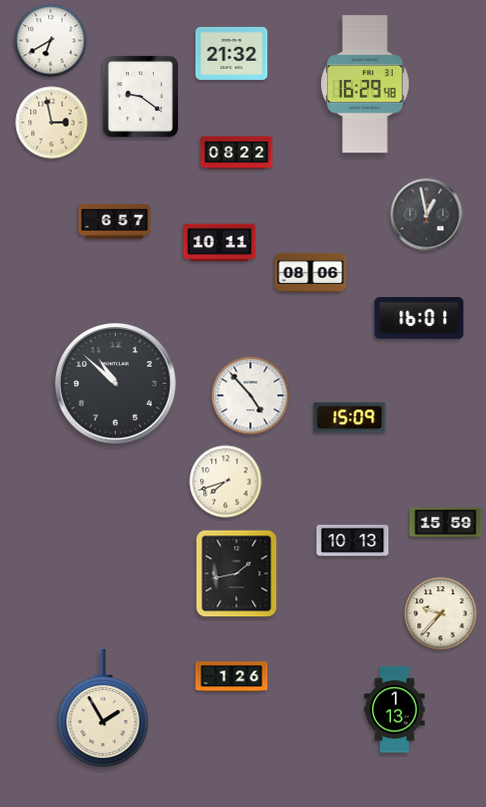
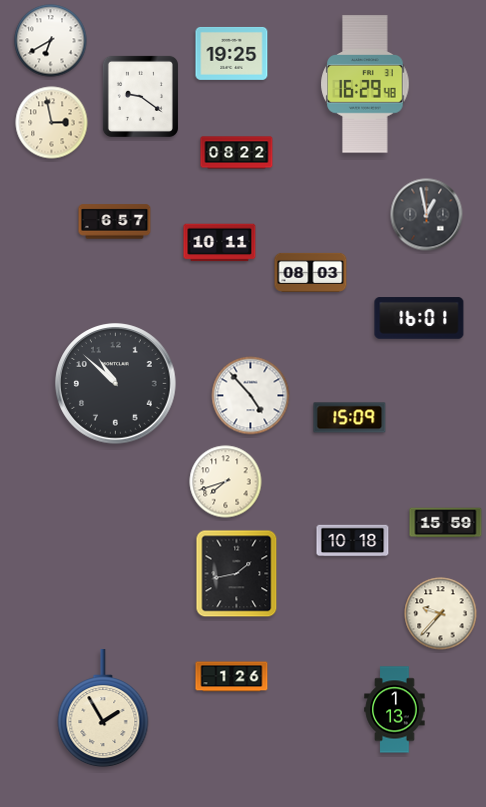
clock at (232, 53): 21:32 -> 19:25
clock at (311, 272): 08:06 -> 08:03
clock at (353, 541): 10:13 -> 10:18
